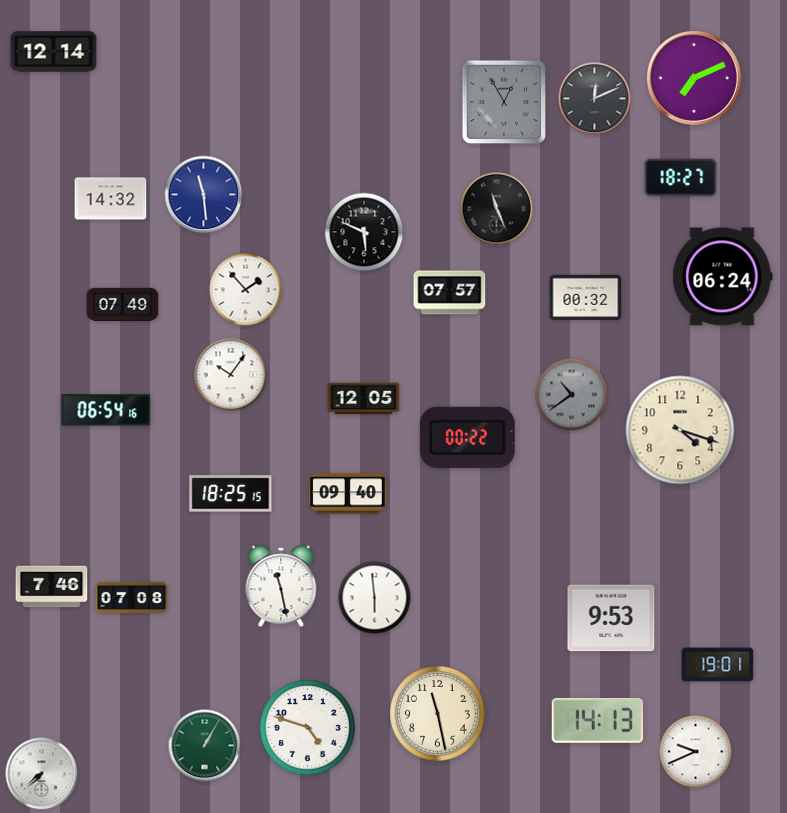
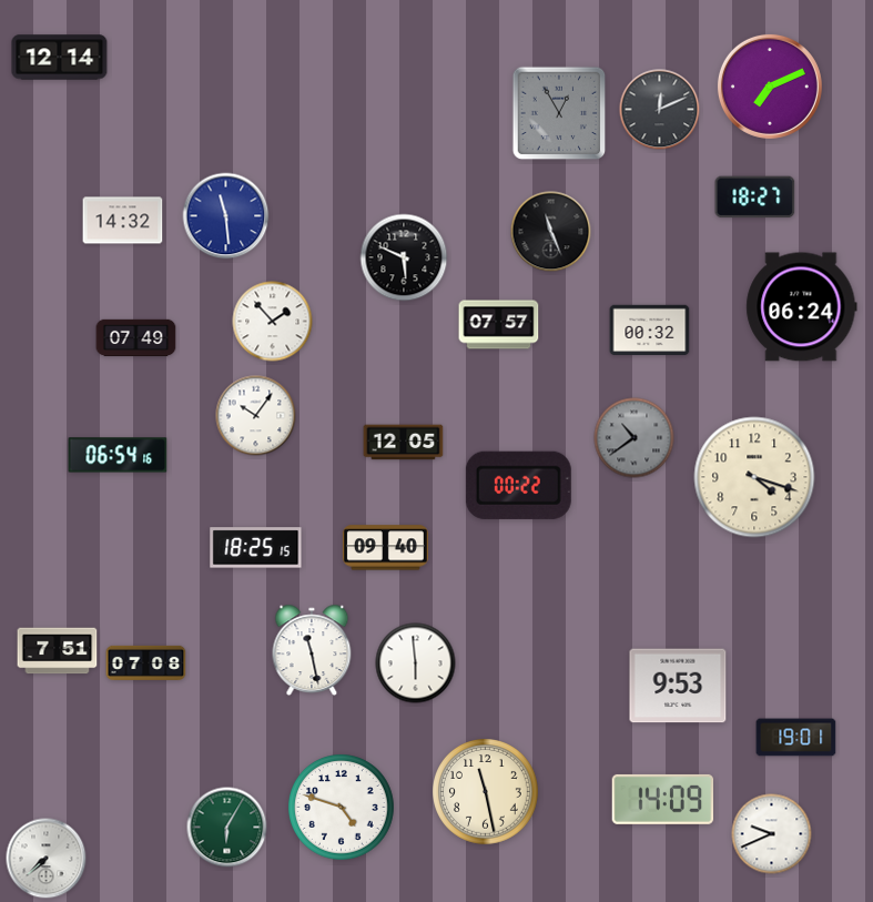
clock at (52, 587): 7:46 -> 7:51
clock at (598, 720): 14:13 -> 14:09
clock at (205, 746): 1:05 -> 6:05
